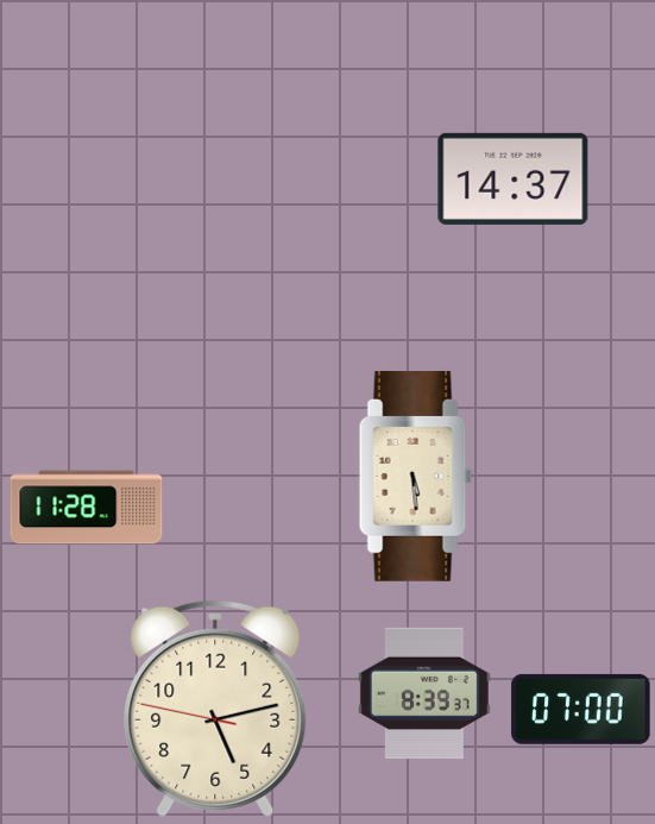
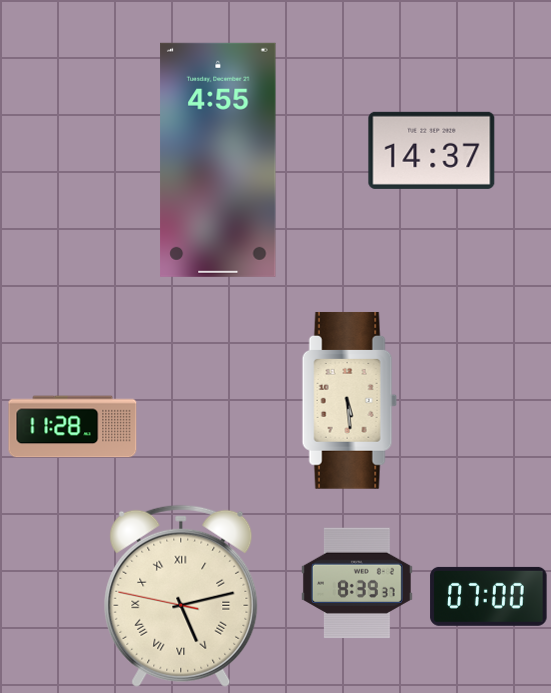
clock at (218, 160): none -> 4:55
clock at (215, 709) numerals: Arabic -> Roman
